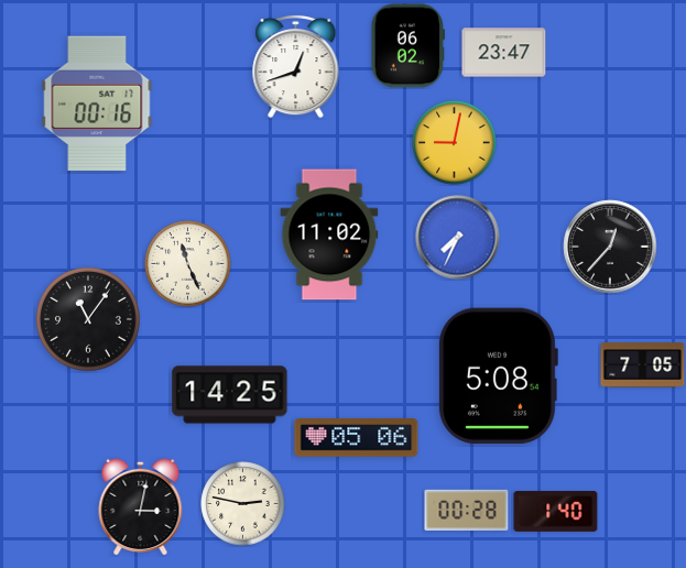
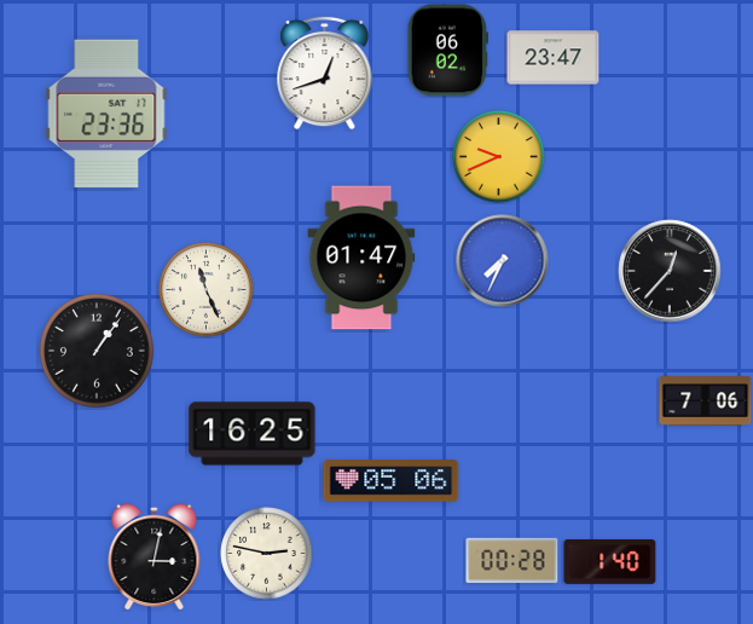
clock at (97, 103): 00:16 -> 23:36
clock at (455, 143): 9:02 -> 9:41
clock at (329, 234): 11:02 -> 01:47
clock at (88, 319): 11:06 -> 1:06
clock at (643, 365): 7:05 -> 7:06
clock at (498, 375): 5:08 -> none
clock at (230, 395): 14:25 -> 16:25
